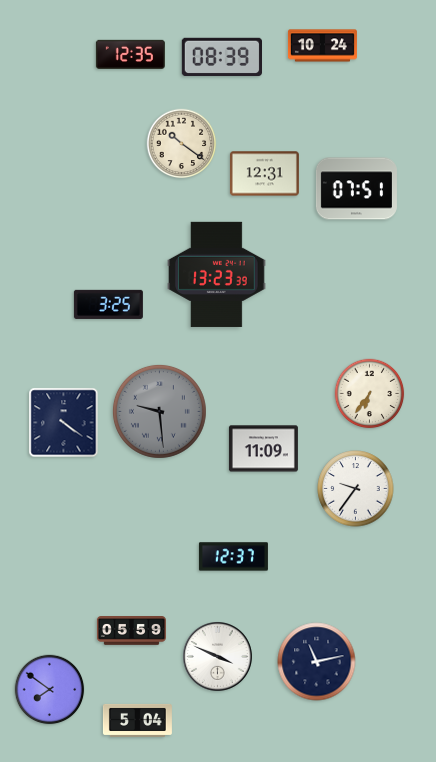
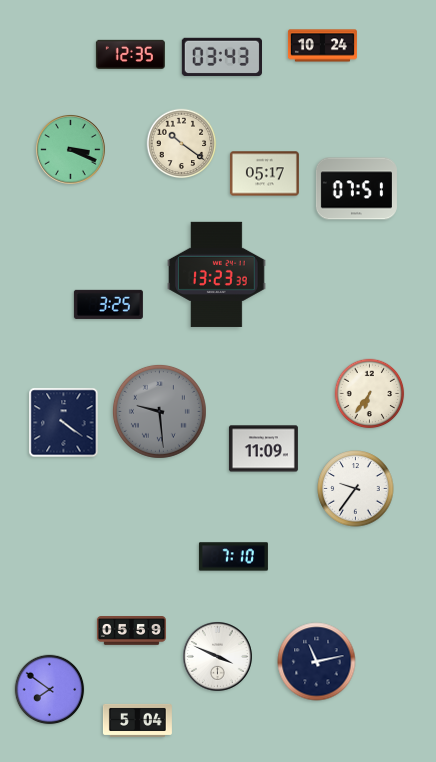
clock at (221, 57): 08:39 -> 03:43
clock at (71, 150): none -> 3:19
clock at (264, 174): 12:31 -> 05:17
clock at (233, 557): 12:37 -> 7:10
